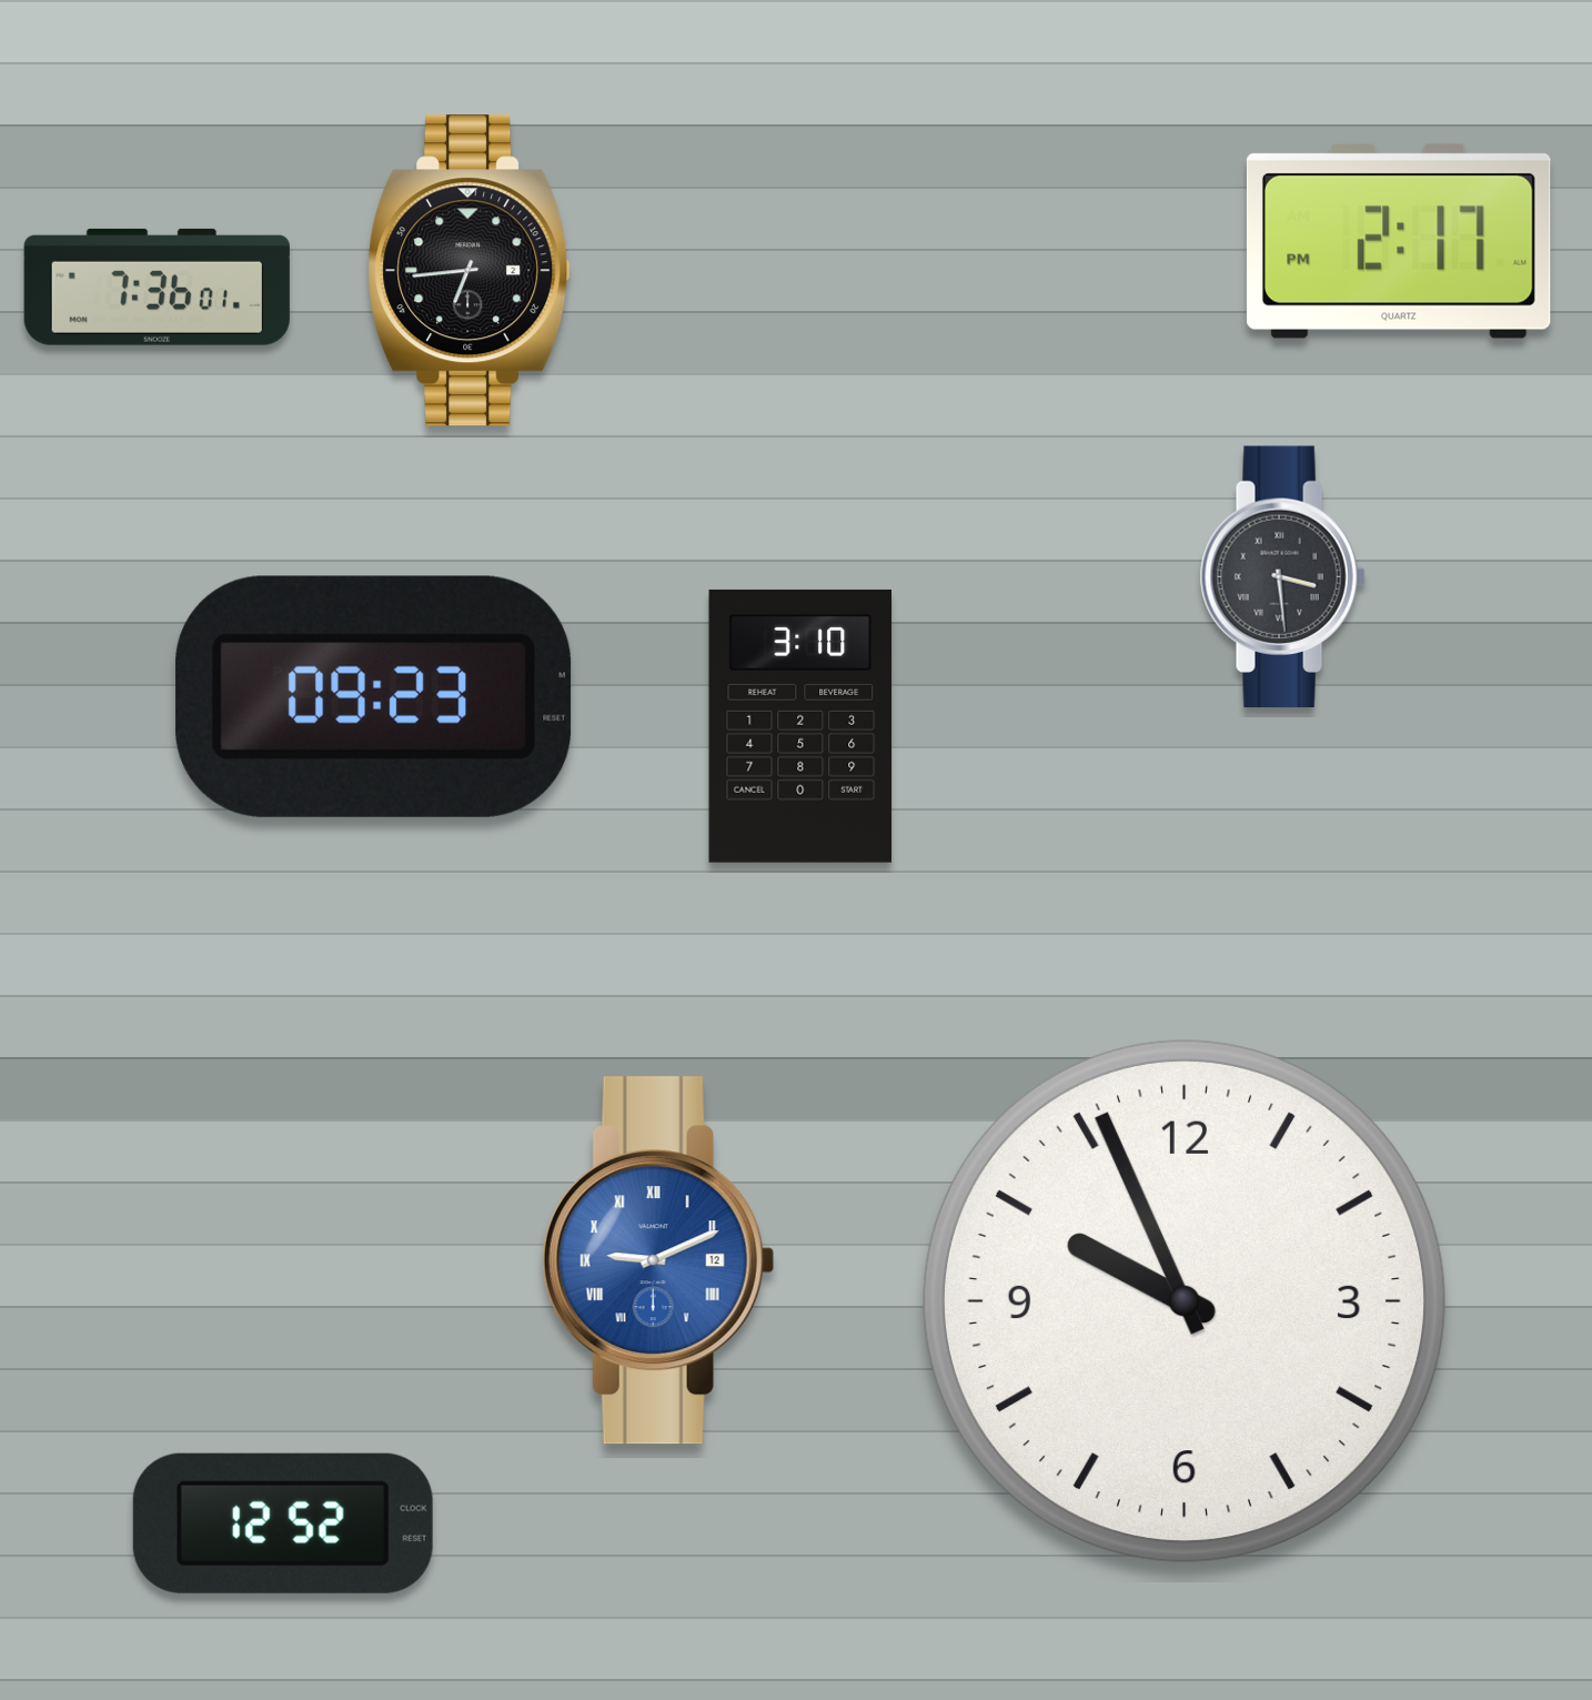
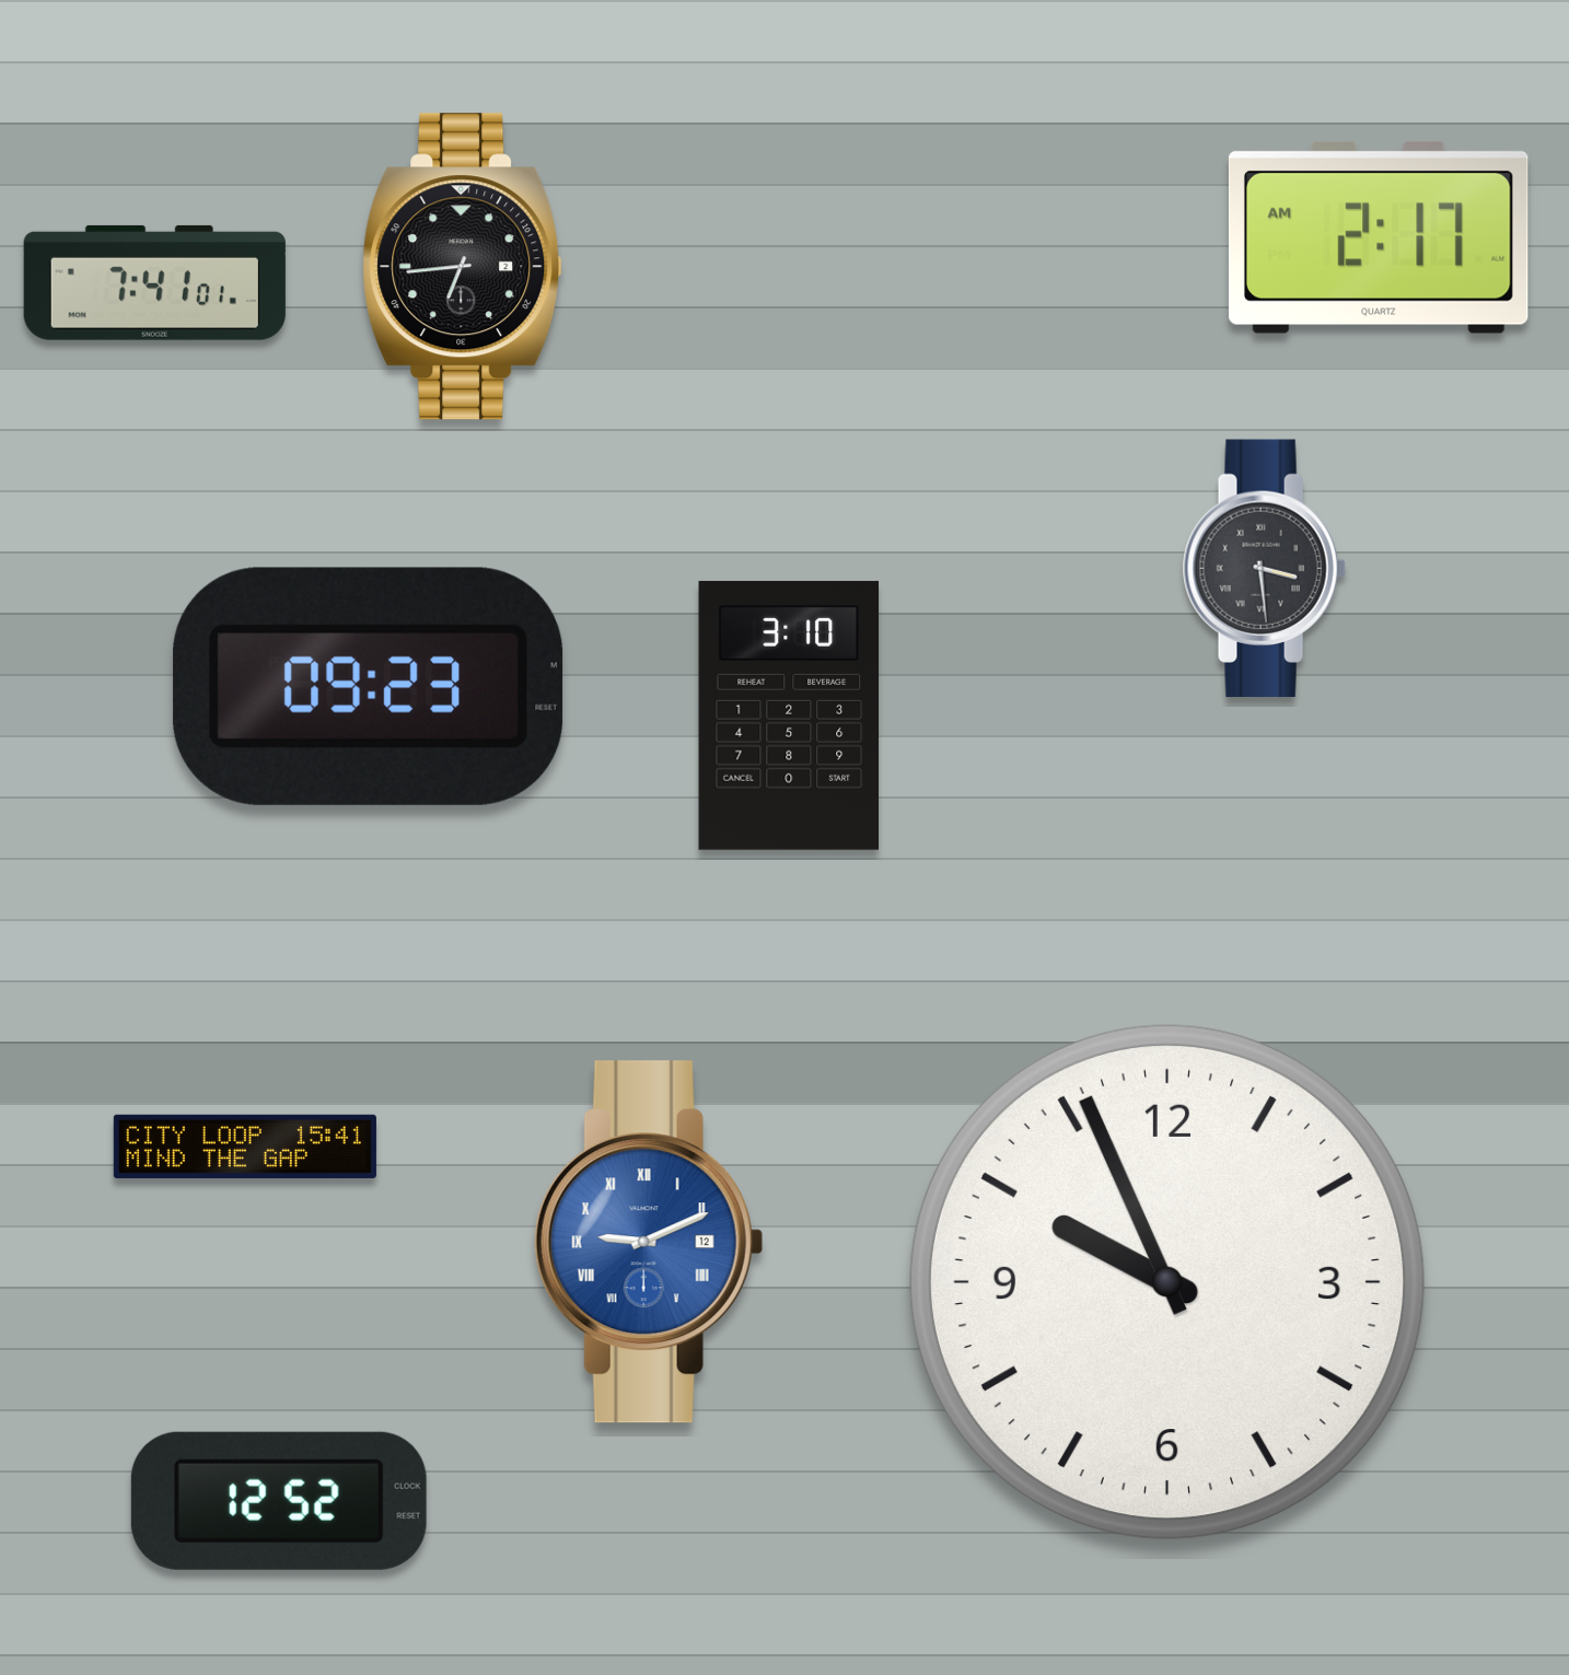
clock at (1399, 241): 2:17 PM -> 2:17 AM
clock at (157, 286): 7:36 -> 7:41
clock at (245, 1145): none -> 15:41
